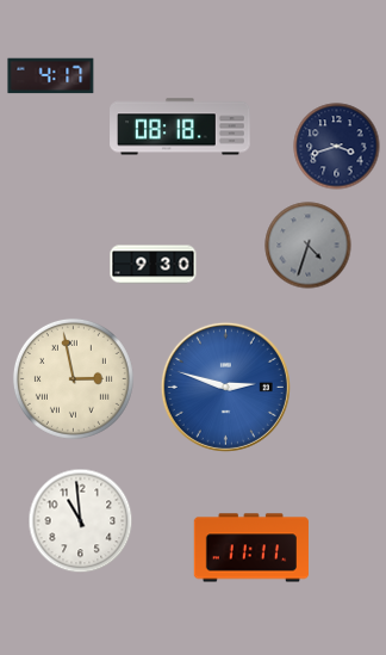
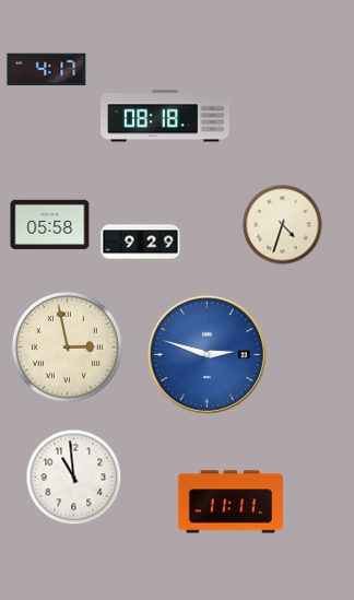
clock at (337, 147): 3:42 -> none
clock at (50, 224): none -> 05:58
clock at (309, 246) dial: grey -> cream
clock at (154, 265): 9:30 -> 9:29
